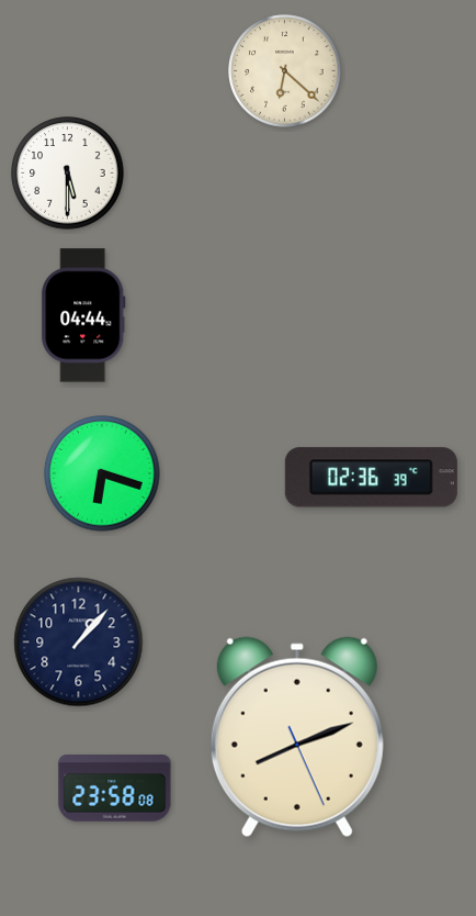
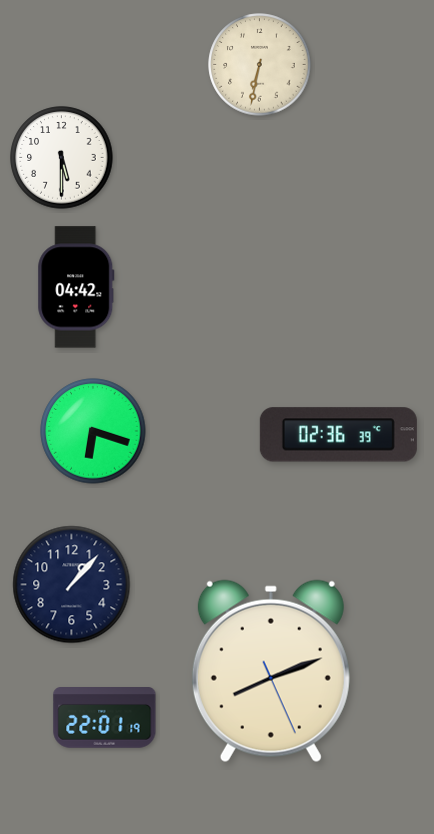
clock at (285, 71): 6:22 -> 6:32
clock at (83, 315): 04:44 -> 04:42
clock at (115, 789): 23:58 -> 22:01
